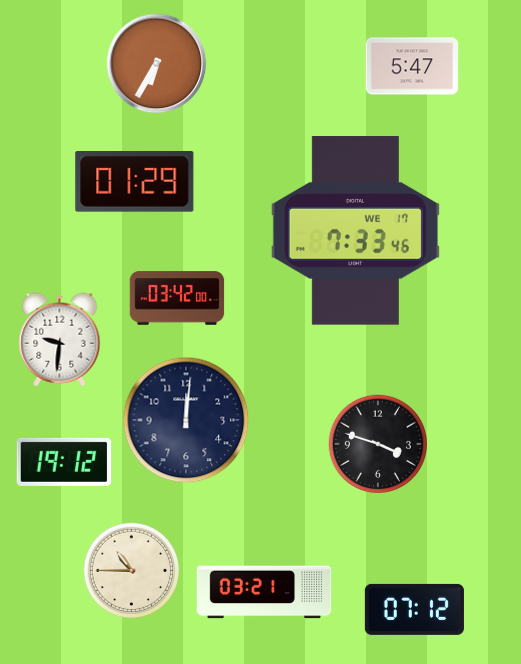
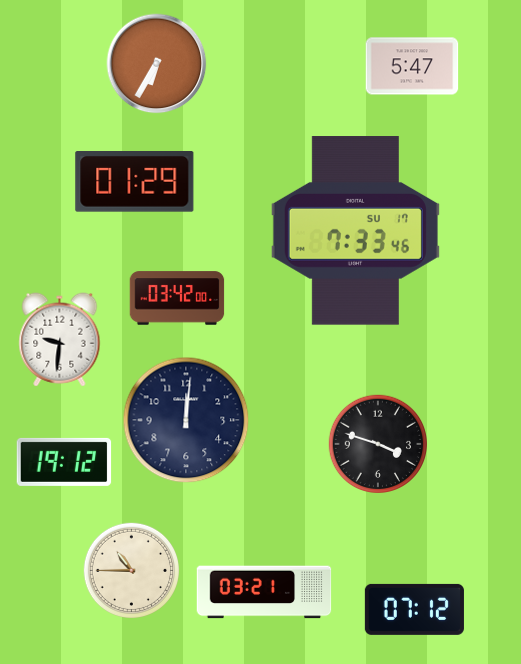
clock at (355, 231) date: WE 17 -> SU 17
